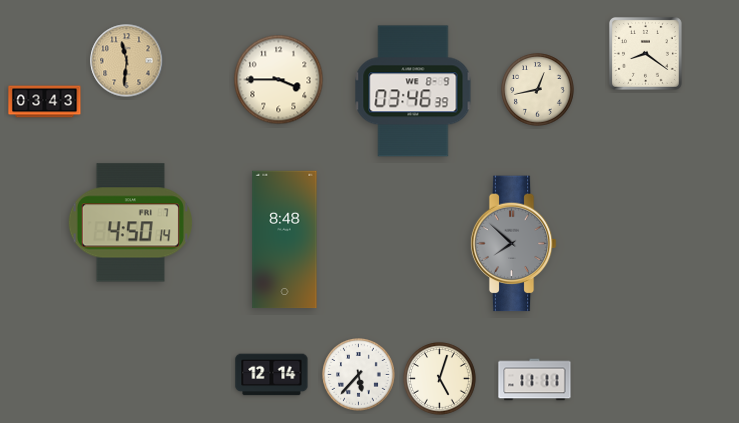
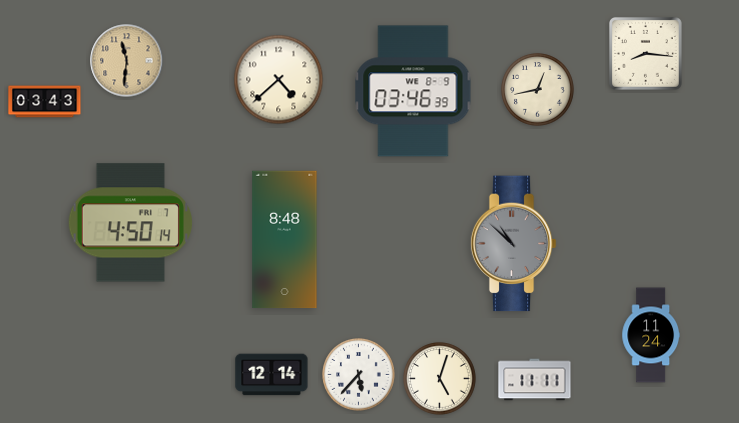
clock at (645, 53): 8:21 -> 8:16
clock at (279, 80): 3:45 -> 4:38
clock at (513, 244): 7:52 -> 10:52
clock at (650, 335): none -> 11:24
